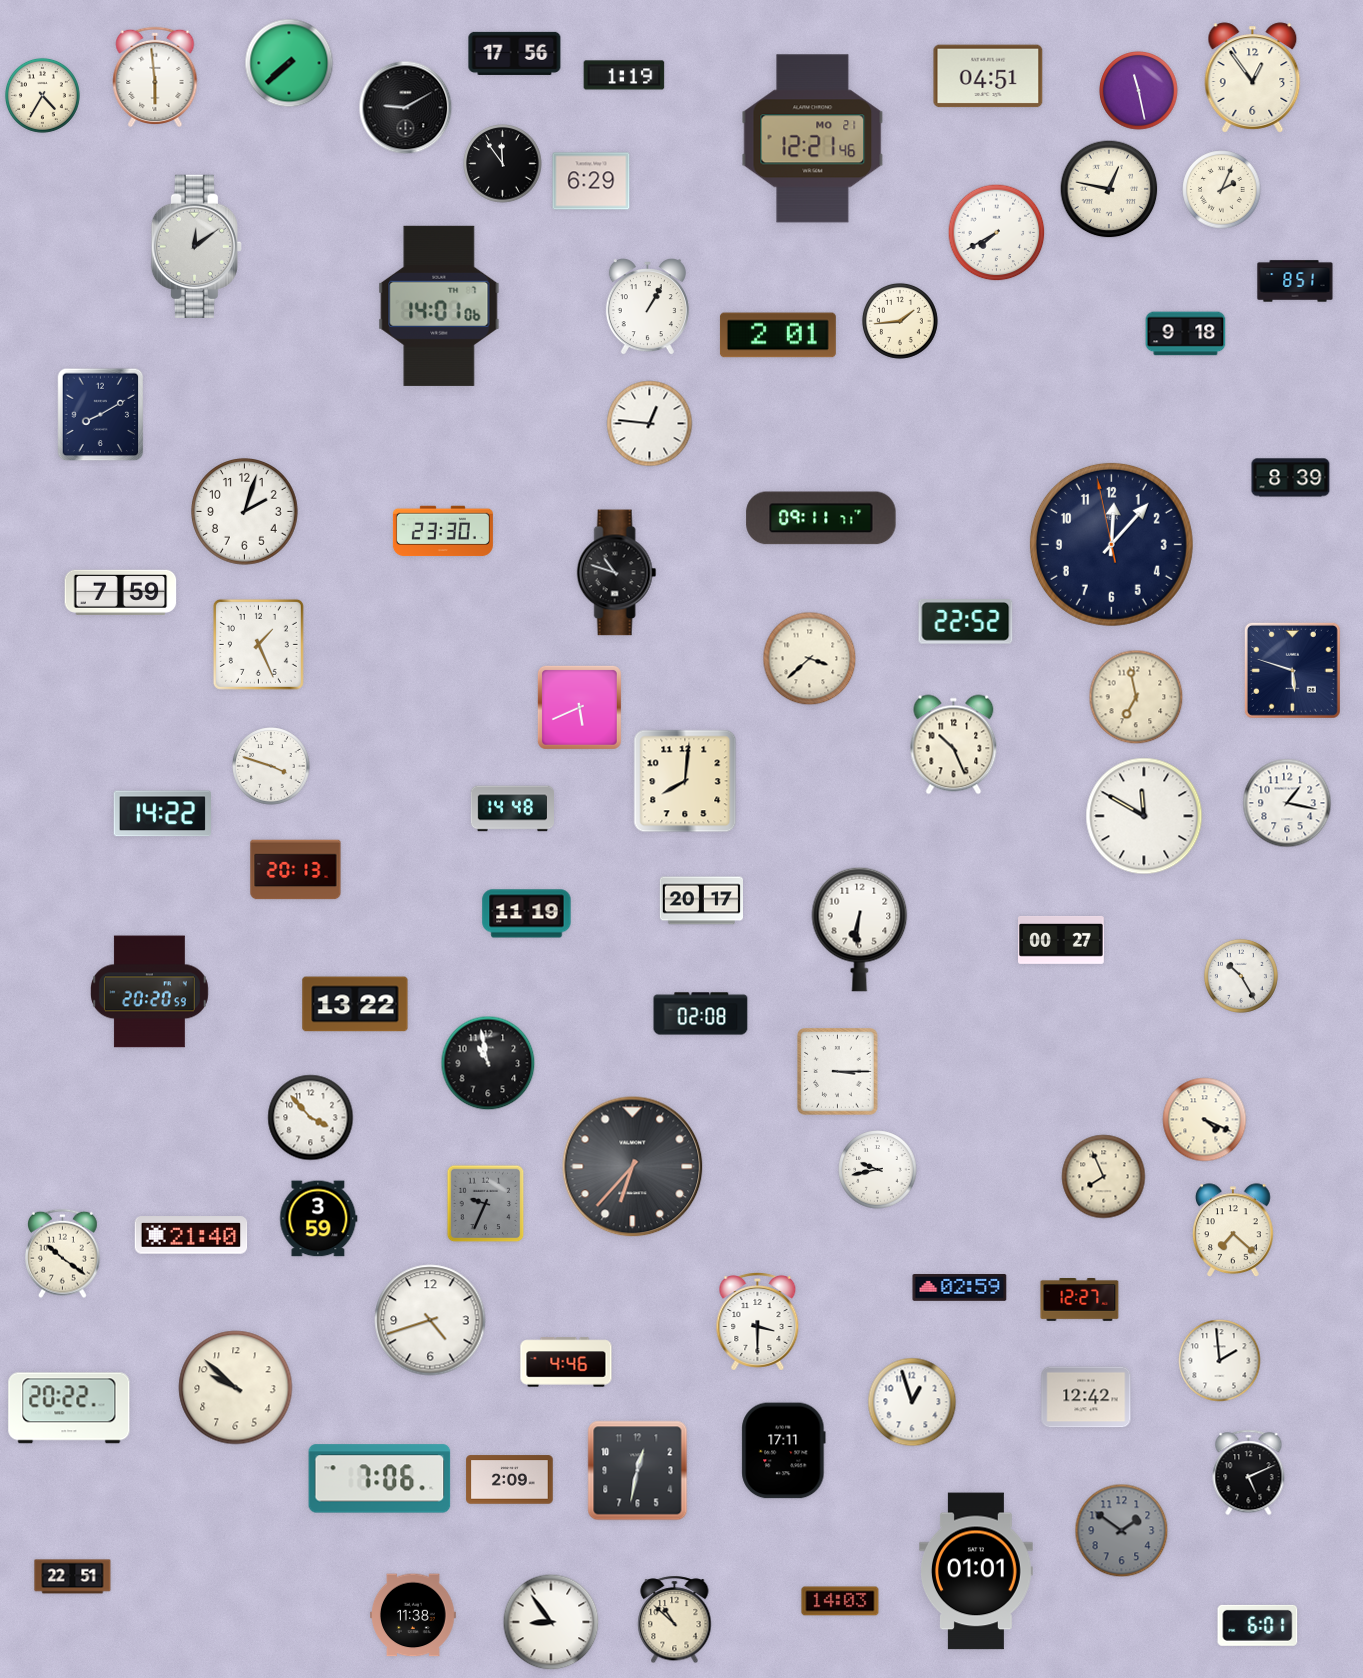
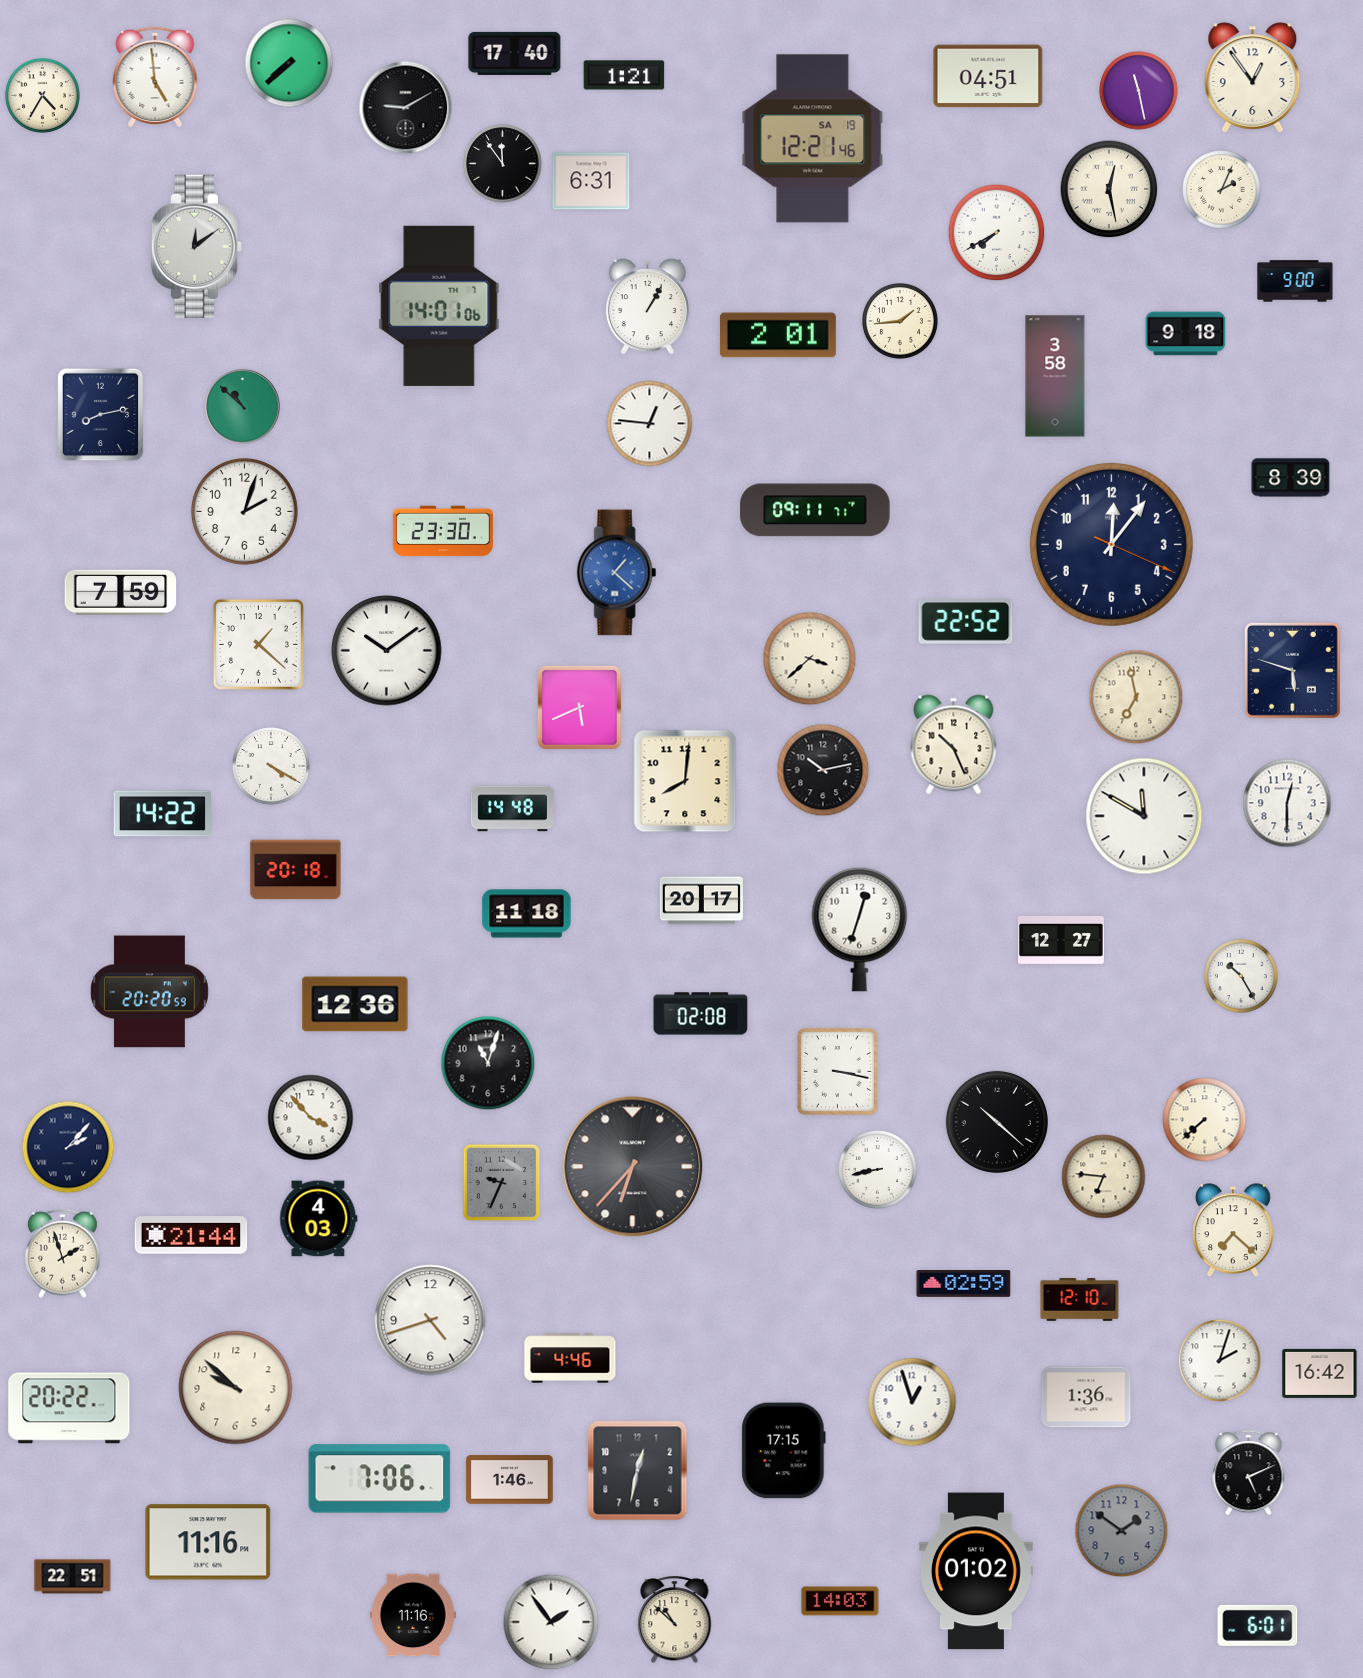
clock at (515, 53): 17:56 -> 17:40
clock at (624, 75): 1:19 -> 1:21
clock at (155, 77): 5:59 -> 4:59
clock at (813, 139) date: MO 21 -> SA 19
clock at (591, 181): 6:29 -> 6:31
clock at (1109, 189): 12:47 -> 12:28
clock at (1295, 281): 8:51 -> 9:00
clock at (1055, 376): none -> 3:58
clock at (243, 407): none -> 10:52
clock at (101, 415): 8:10 -> 8:13
clock at (821, 518) position: (821, 518) -> (815, 510)
clock at (1111, 544): 12:06:58 -> 12:06:19
clock at (617, 573): 10:48 -> 1:22
clock at (617, 573) dial: black -> blue
clock at (258, 644): 1:26 -> 1:22
clock at (387, 651): none -> 10:09
clock at (271, 766): 3:48 -> 4:20
clock at (823, 770): none -> 10:13
clock at (1287, 803): 1:17 -> 12:30
clock at (296, 870): 20:13 -> 20:18
clock at (527, 914): 11:19 -> 11:18
clock at (860, 929): 6:31 -> 12:33
clock at (1062, 940): 00:27 -> 12:27
clock at (355, 1004): 13:22 -> 12:36
clock at (488, 1063): 10:58 -> 11:03
clock at (838, 1072): 3:15 -> 3:17
clock at (1205, 1120): 4:19 -> 7:38
clock at (997, 1122): none -> 10:22
clock at (68, 1147): none -> 2:07
clock at (878, 1170): 9:43 -> 8:43
clock at (1104, 1177): 7:56 -> 6:46
clock at (486, 1204) position: (486, 1204) -> (502, 1183)
clock at (319, 1219): 3:59 -> 4:03
clock at (191, 1235): 21:40 -> 21:44
clock at (63, 1254): 10:21 -> 1:57
clock at (960, 1288) position: (960, 1288) -> (964, 1284)
clock at (1080, 1300): 12:27 -> 12:10
clock at (758, 1322): 3:30 -> none
clock at (1220, 1361): 1:59 -> 2:03
clock at (566, 1362) position: (566, 1362) -> (570, 1358)
clock at (1320, 1373): none -> 16:42
clock at (1086, 1397): 12:42 -> 1:36
clock at (784, 1451): 17:11 -> 17:15
clock at (510, 1480): 2:09 -> 1:46
clock at (208, 1542): none -> 11:16
clock at (977, 1571): 01:01 -> 01:02
clock at (414, 1615): 11:38 -> 11:16
clock at (551, 1622): 8:54 -> 1:54
